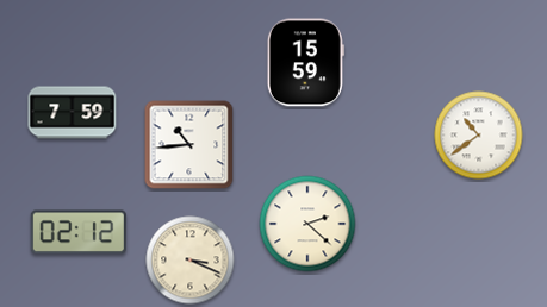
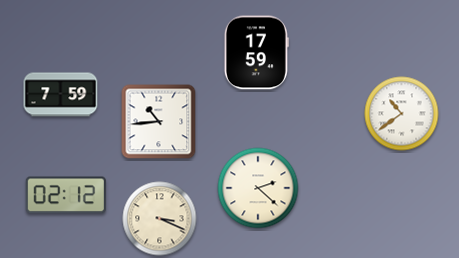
clock at (305, 63): 15:59 -> 17:59
